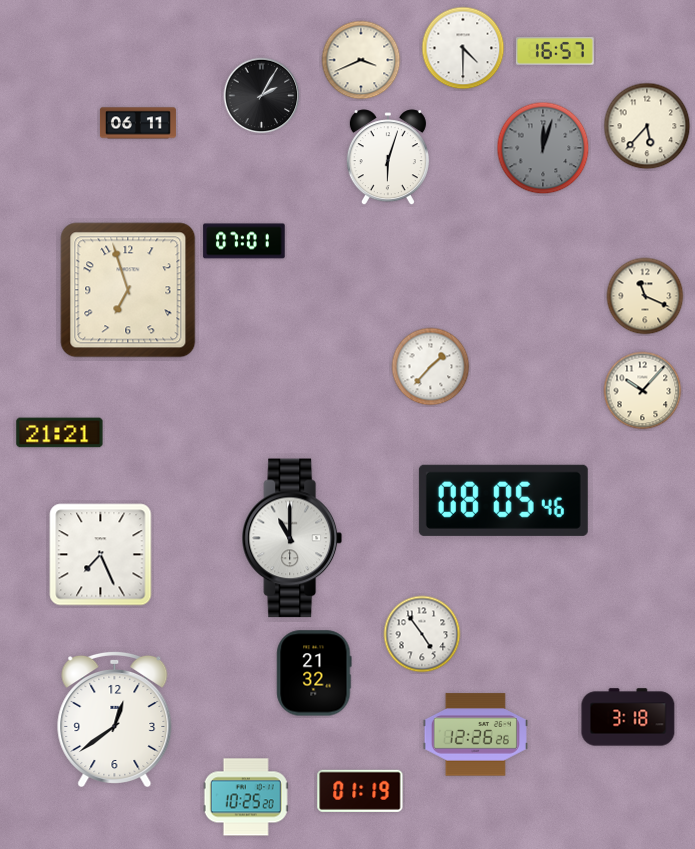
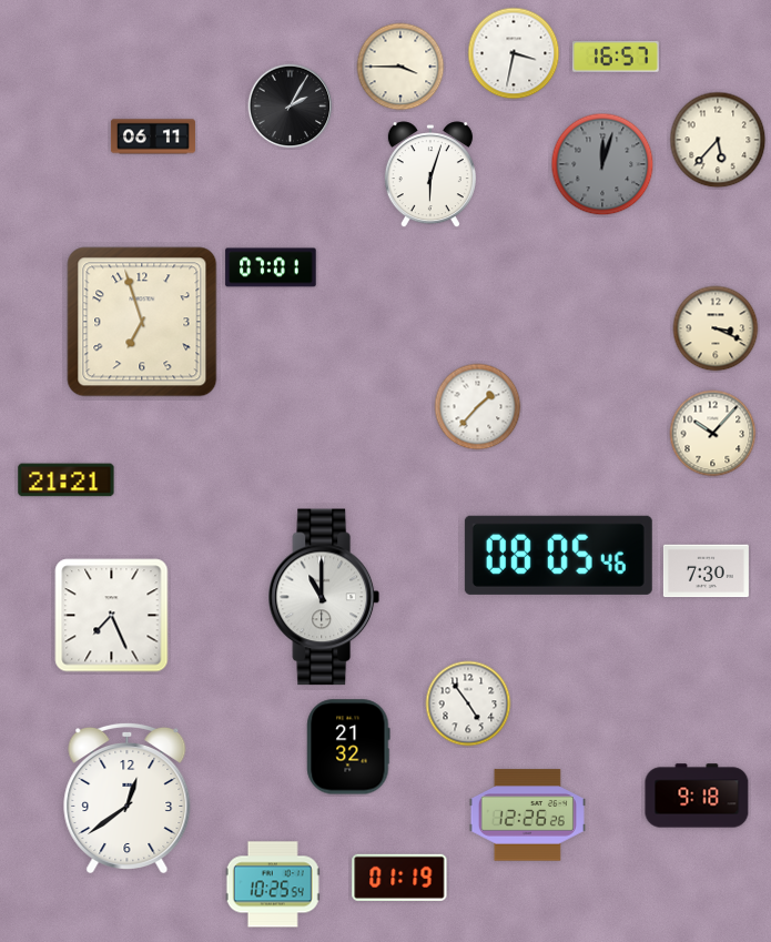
clock at (463, 48): 4:30 -> 3:32
clock at (361, 60): 3:41 -> 3:45
clock at (645, 296): 11:19 -> 3:19
clock at (706, 571): none -> 7:30
clock at (628, 717): 3:18 -> 9:18
clock at (246, 797): 10:25:20 -> 10:25:54
